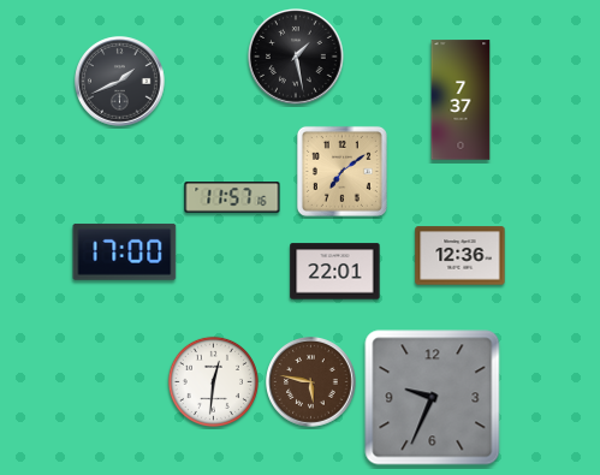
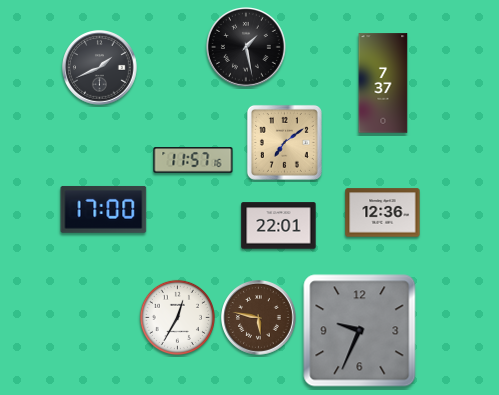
clock at (232, 197) position: (232, 197) -> (193, 160)
clock at (213, 381): 12:31 -> 12:35
